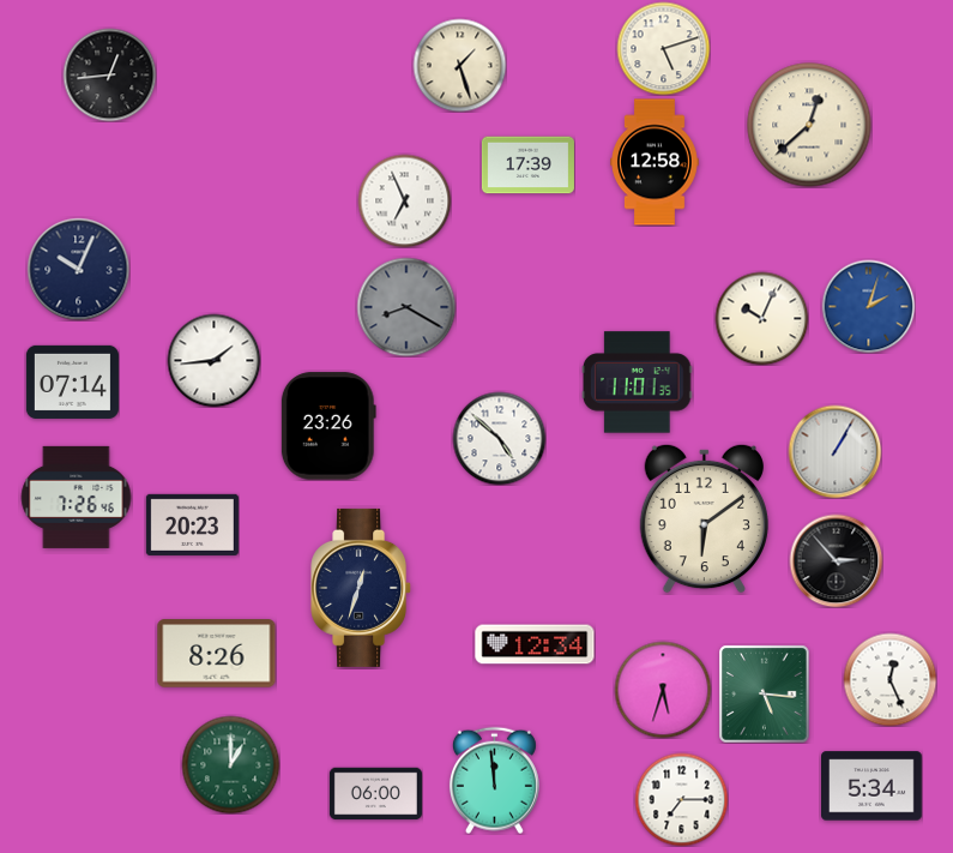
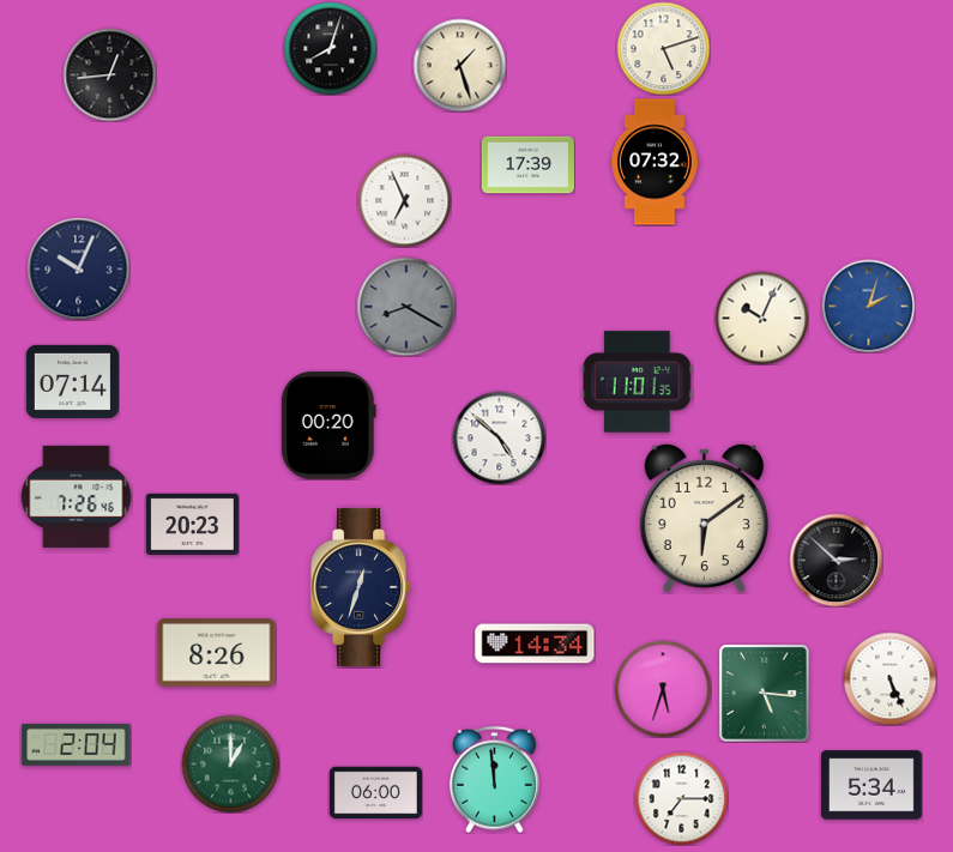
clock at (330, 48): none -> 8:03
clock at (809, 125): 12:38 -> none
clock at (656, 162): 12:58 -> 07:32
clock at (213, 360): 1:44 -> none
clock at (328, 426): 23:26 -> 00:20
clock at (834, 451): 1:05 -> none
clock at (836, 560): 2:53 -> 2:52
clock at (535, 644): 12:34 -> 14:34
clock at (889, 679): 12:26 -> 5:26
clock at (77, 744): none -> 2:04
